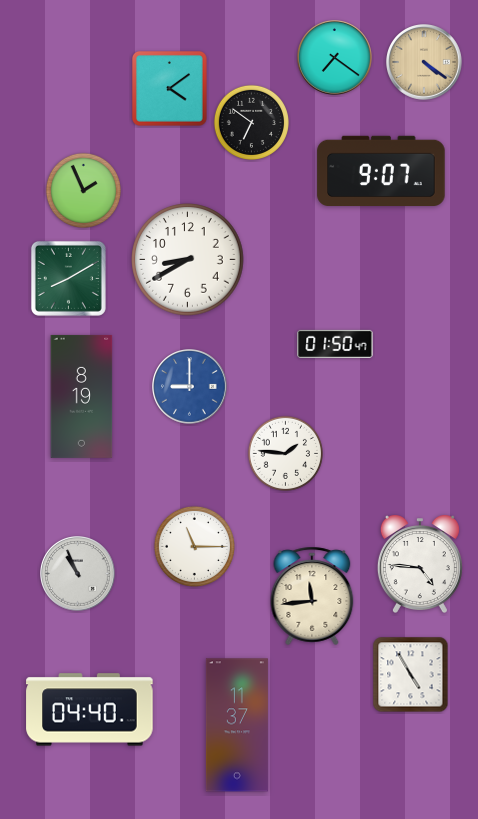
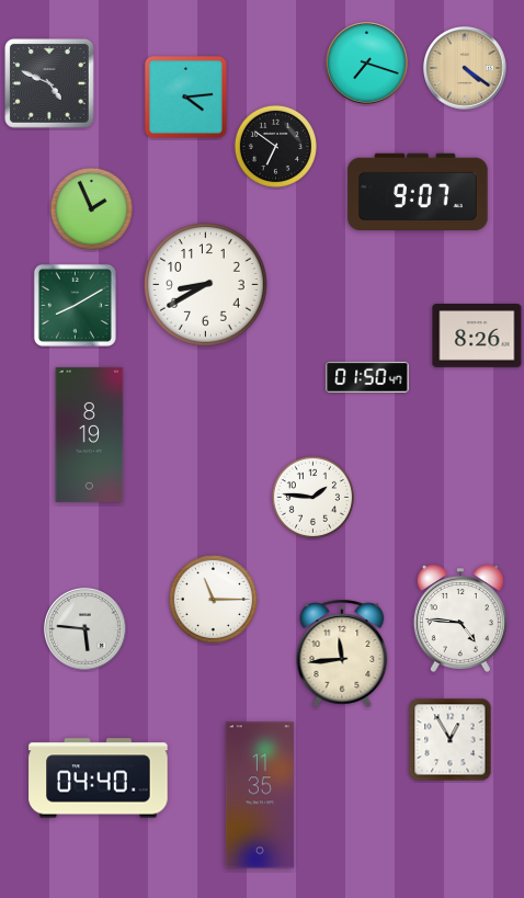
clock at (335, 58): 7:21 -> 7:18
clock at (50, 84): none -> 4:49
clock at (169, 88): 4:09 -> 4:14
clock at (251, 122) position: (251, 122) -> (275, 146)
clock at (381, 170) position: (381, 170) -> (418, 191)
clock at (477, 337): none -> 8:26
clock at (190, 387): 9:00 -> none
clock at (78, 574): 10:56 -> 5:46
clock at (411, 675): 4:55 -> 12:55
clock at (237, 725): 11:37 -> 11:35
